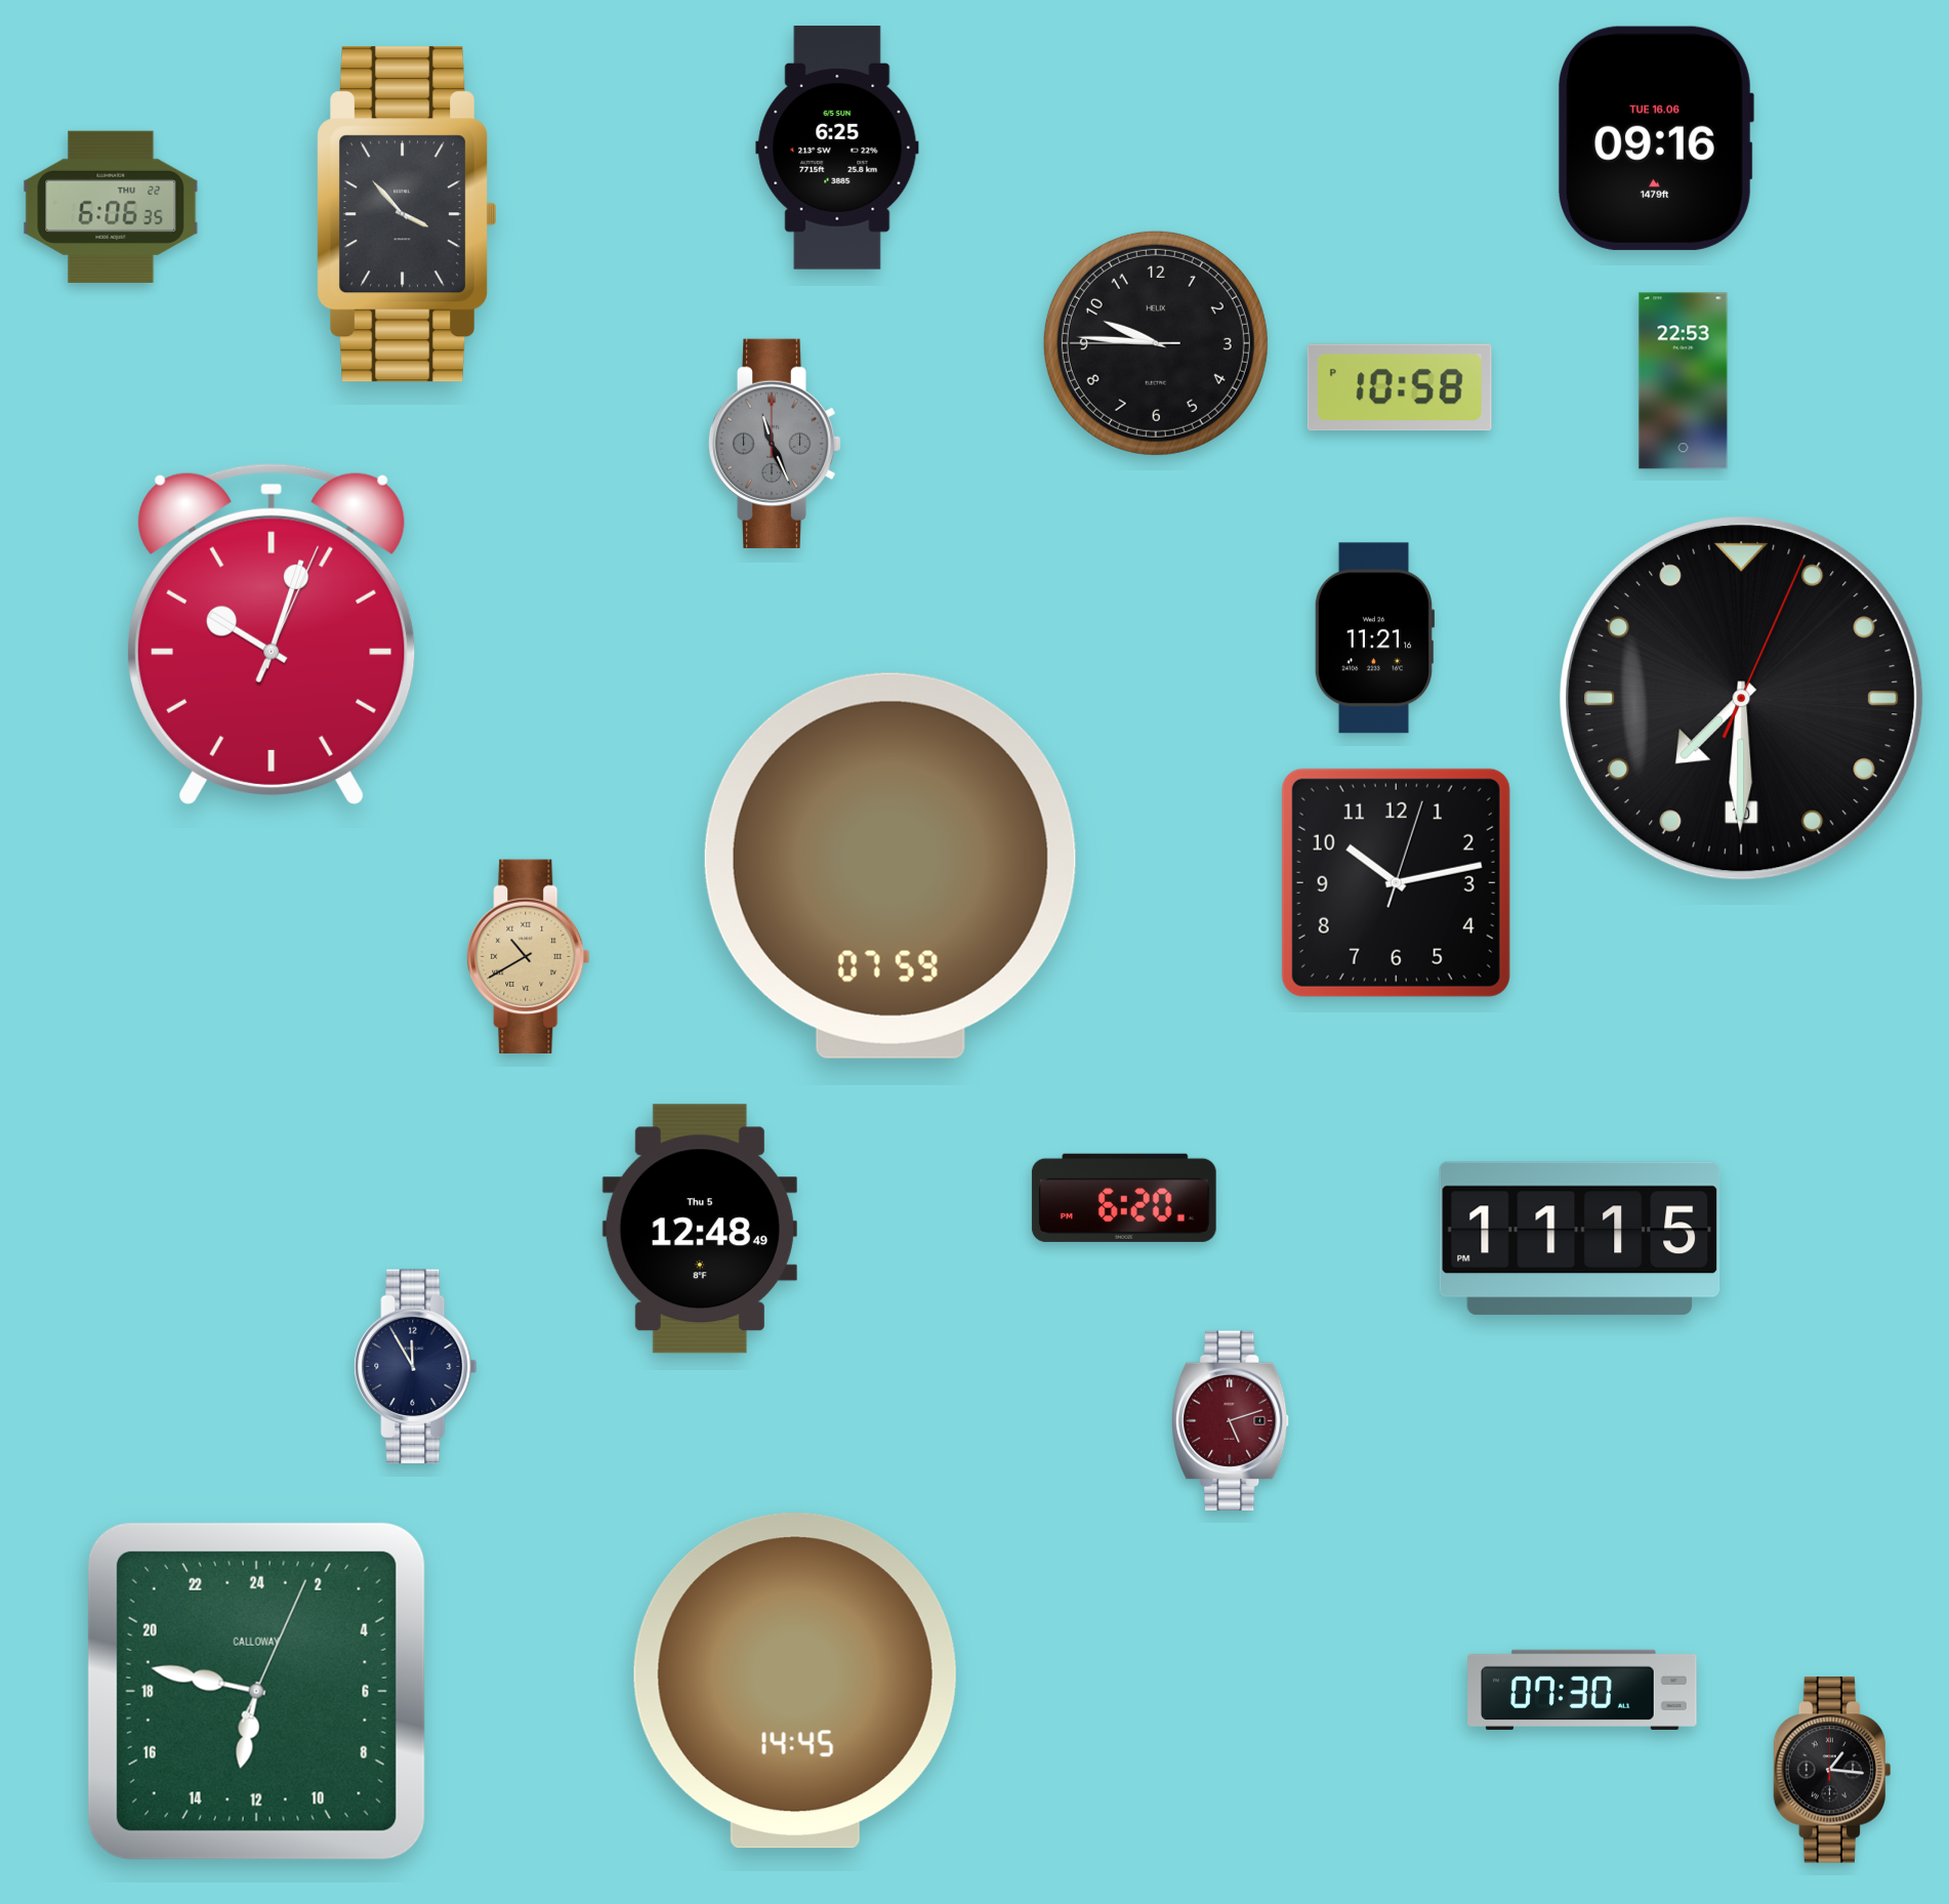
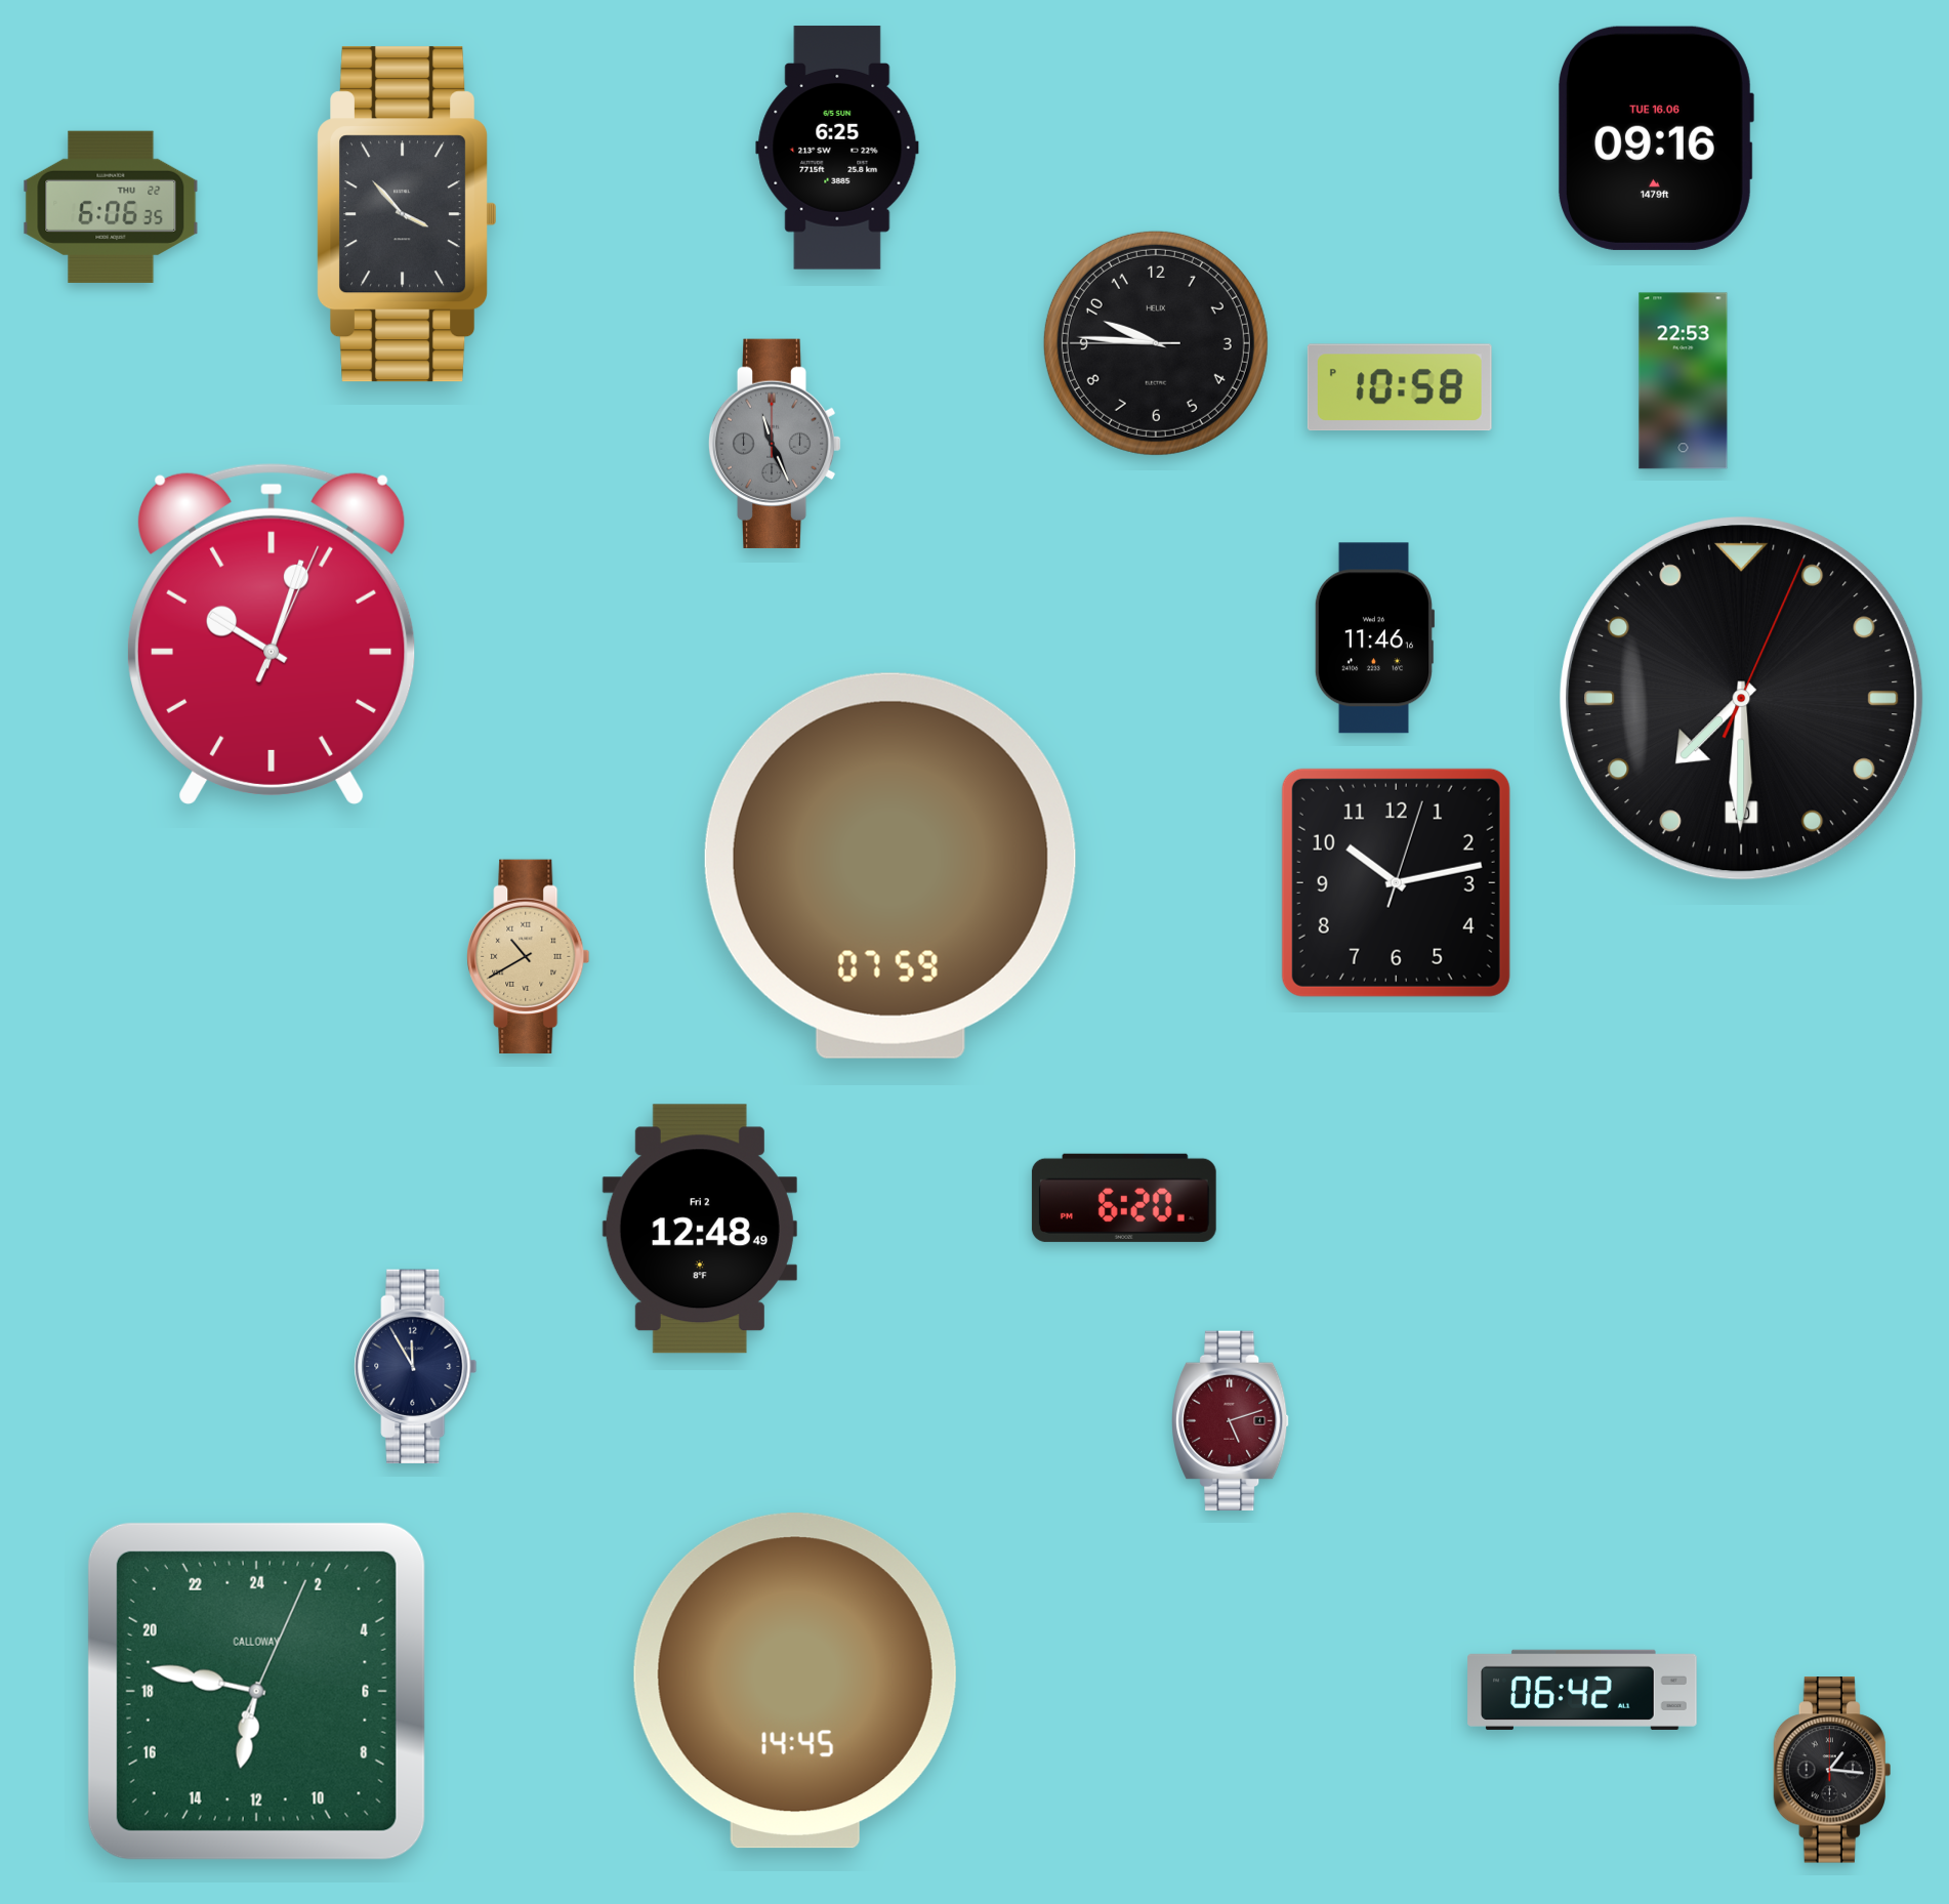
clock at (1374, 638): 11:21 -> 11:46
clock at (700, 1229) date: Thu 5 -> Fri 2
clock at (1580, 1239): 11:15 -> none
clock at (1582, 1690): 07:30 -> 06:42
